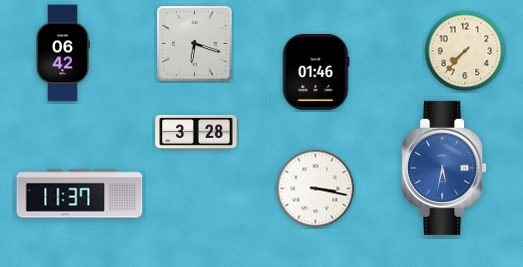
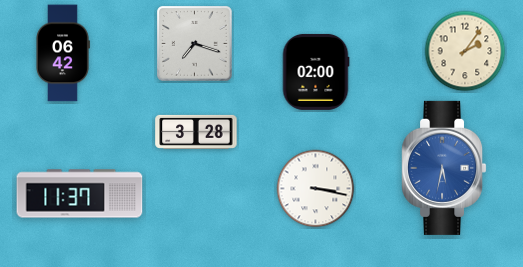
clock at (195, 44): 6:18 -> 7:18
clock at (465, 51): 7:37 -> 2:06
clock at (316, 72): 01:46 -> 02:00
